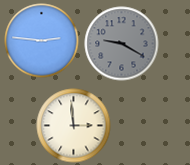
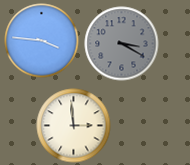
clock at (42, 41): 2:46 -> 3:46
clock at (122, 44): 9:20 -> 3:20
